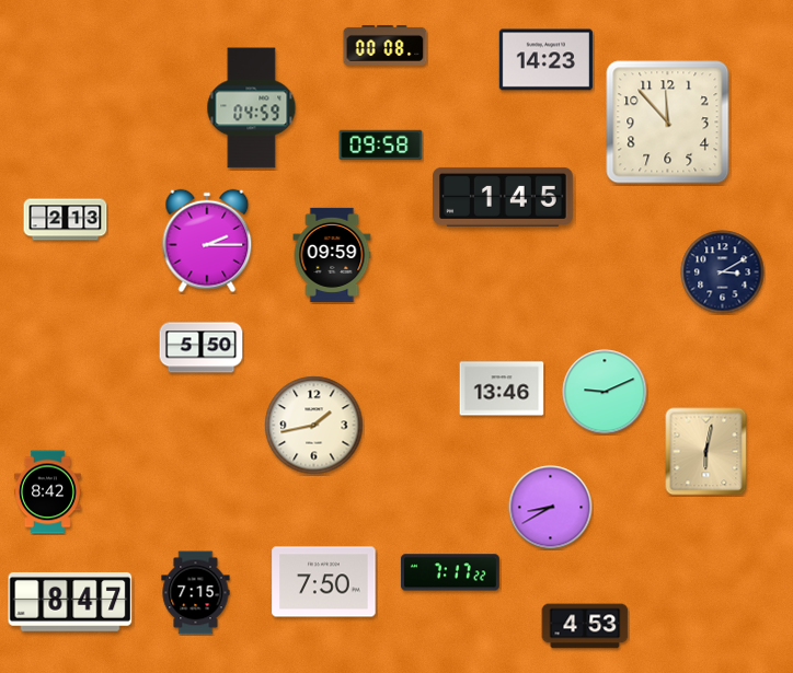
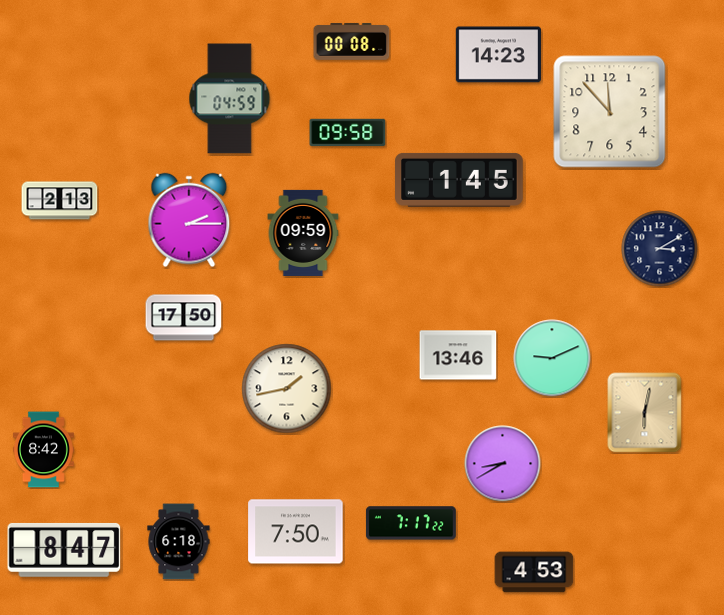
clock at (202, 348): 5:50 -> 17:50
clock at (196, 593): 7:15 -> 6:18
